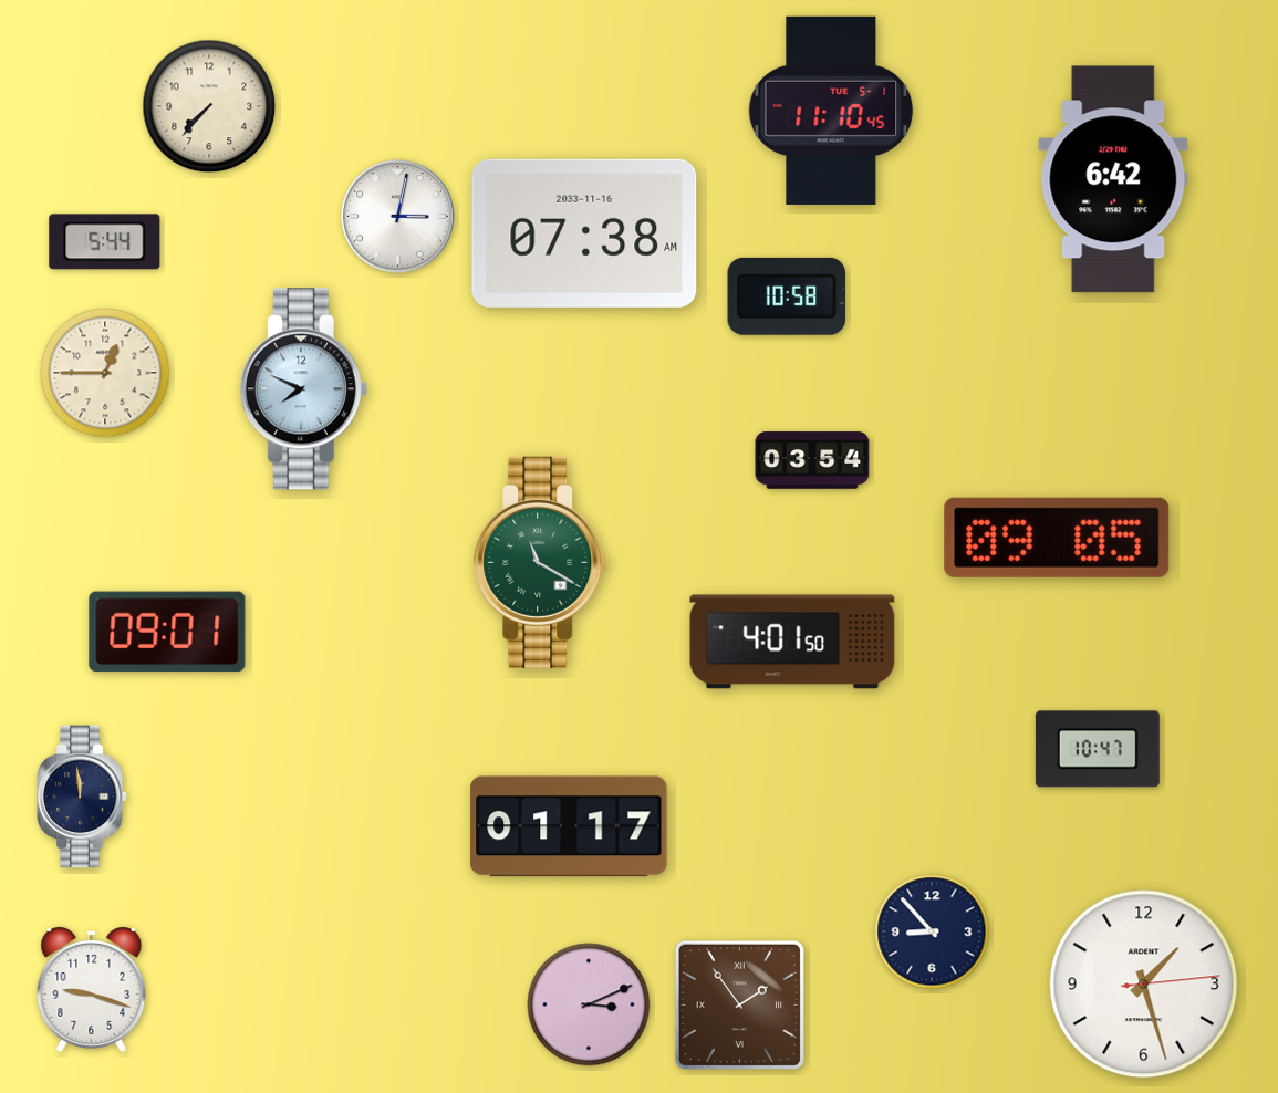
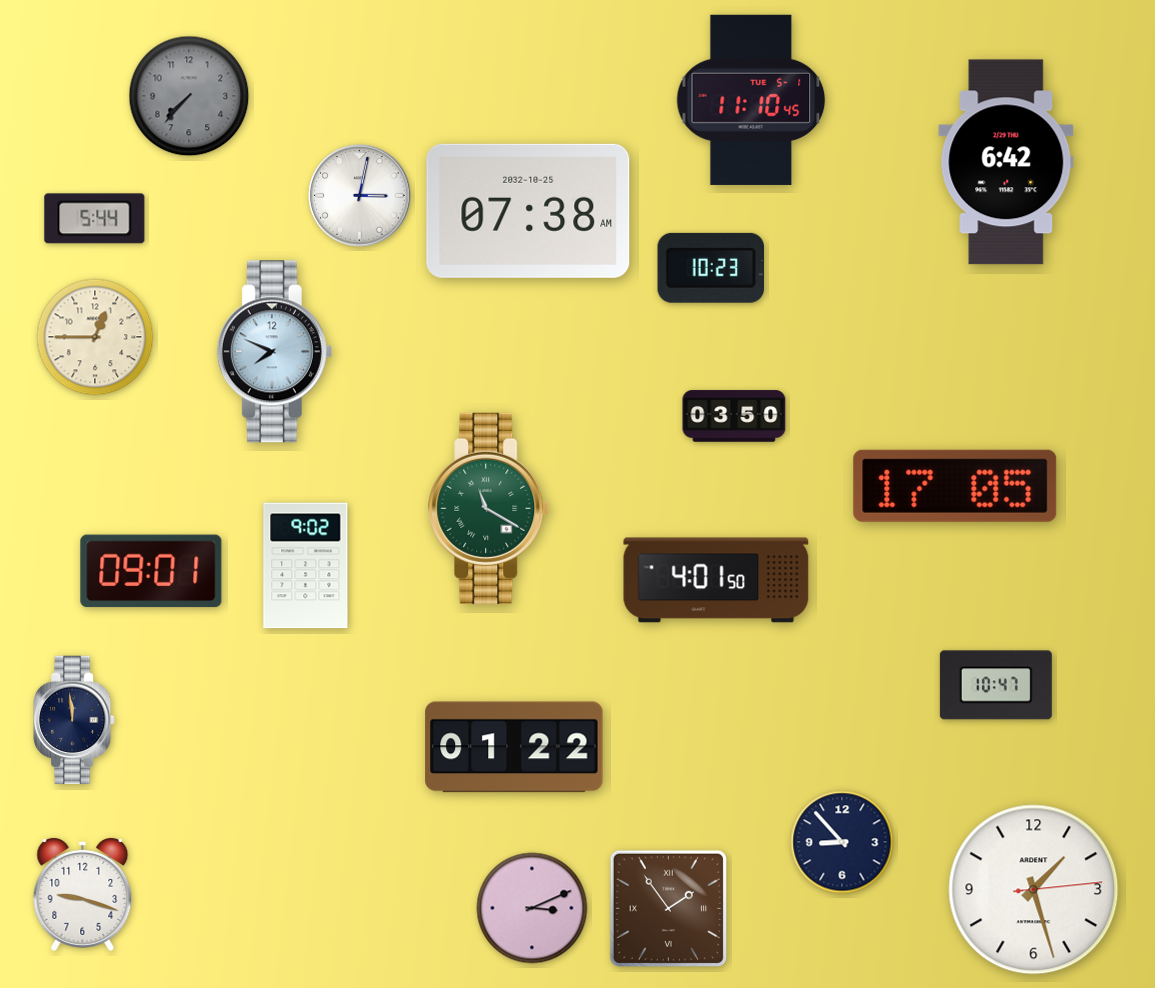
clock at (209, 106) dial: cream -> grey
clock at (584, 233) date: 2033-11-16 -> 2032-10-25
clock at (787, 296): 10:58 -> 10:23
clock at (812, 460): 03:54 -> 03:50
clock at (1057, 538): 09:05 -> 17:05
clock at (306, 566): none -> 9:02
clock at (1098, 749) position: (1098, 749) -> (996, 685)
clock at (569, 826): 01:17 -> 01:22
